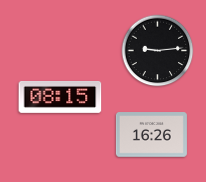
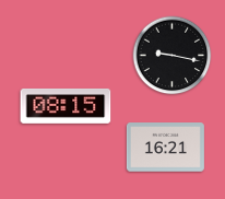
clock at (158, 51): 9:14 -> 9:17
clock at (151, 135): 16:26 -> 16:21
